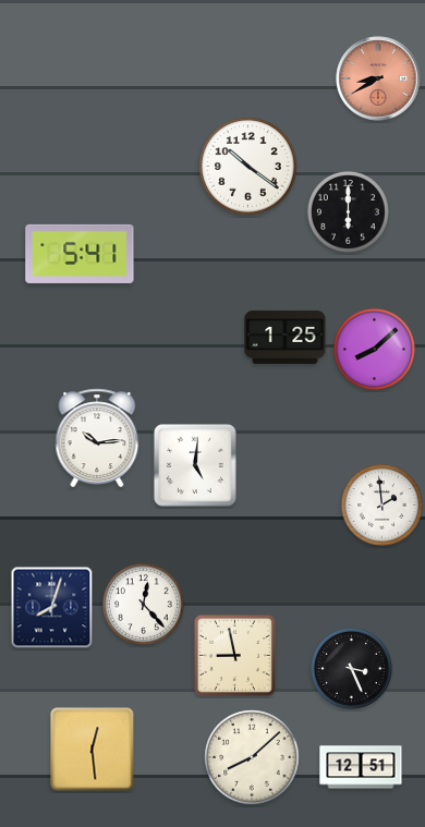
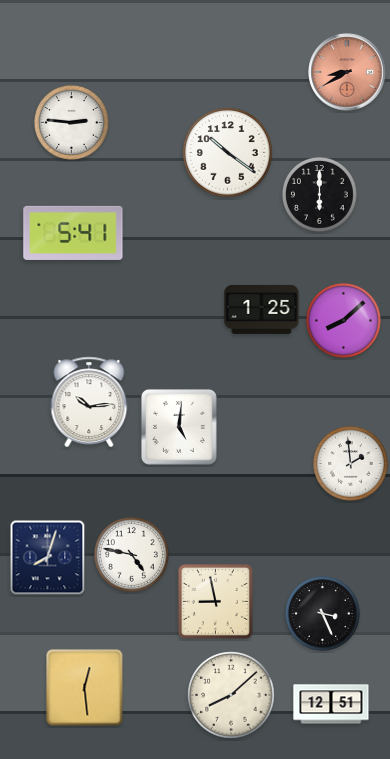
clock at (71, 122): none -> 2:46
clock at (143, 604): 12:23 -> 4:47
